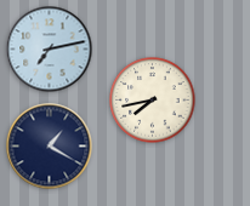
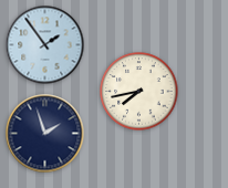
clock at (50, 50): 7:13 -> 1:54
clock at (50, 147): 1:20 -> 1:57
